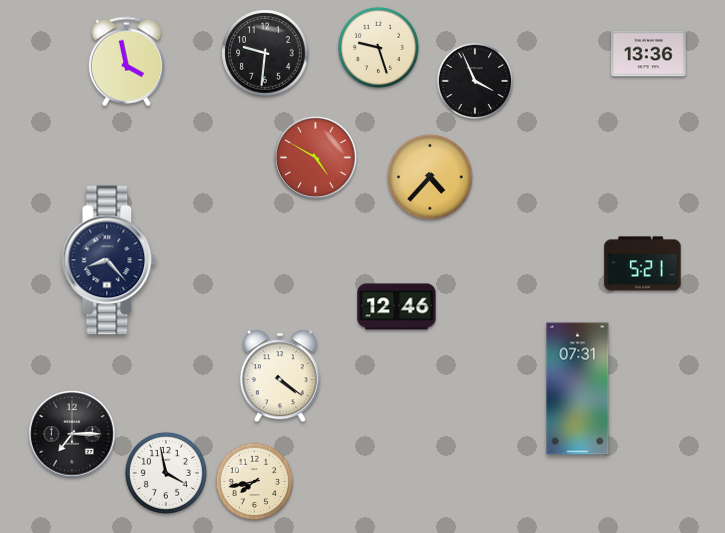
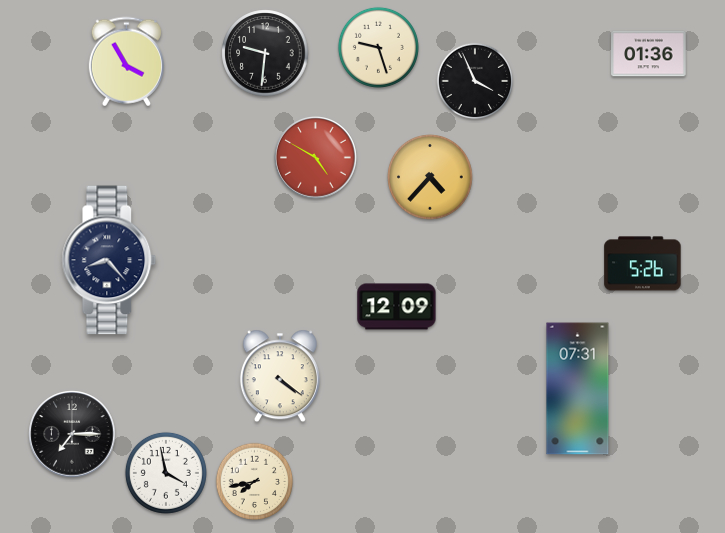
clock at (649, 54): 13:36 -> 01:36
clock at (126, 62): 3:58 -> 3:55
clock at (643, 264): 5:21 -> 5:26
clock at (397, 307): 12:46 -> 12:09
